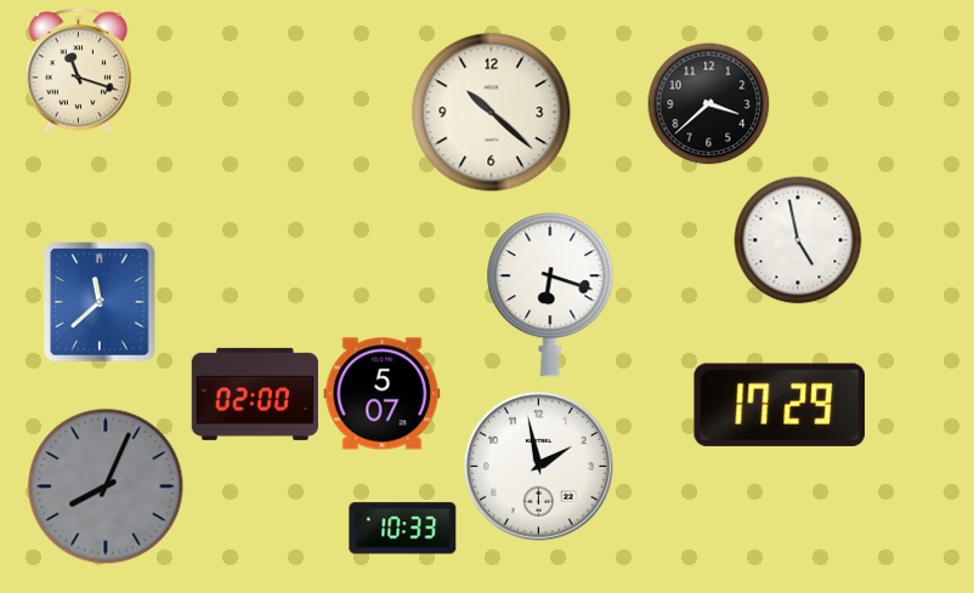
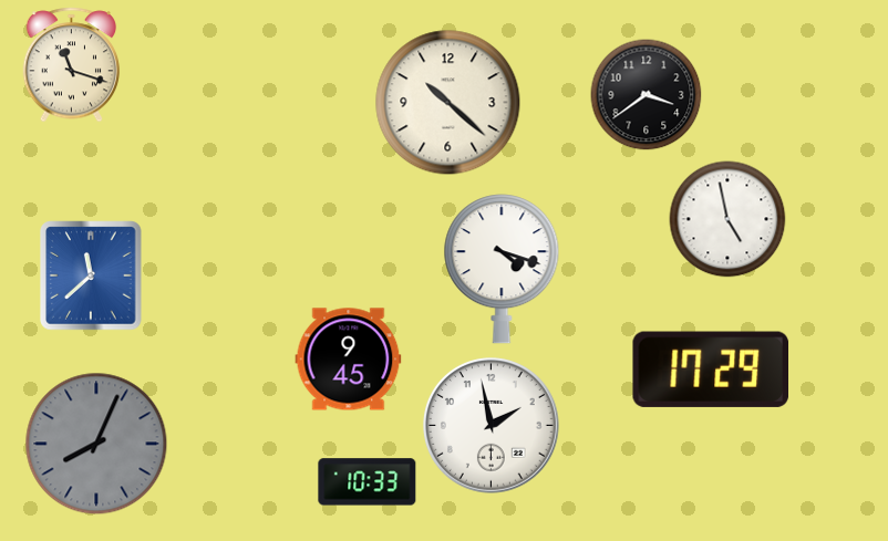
clock at (709, 104): 3:38 -> 3:39
clock at (550, 295): 6:18 -> 4:18
clock at (255, 394): 02:00 -> none
clock at (383, 394): 5:07 -> 9:45
